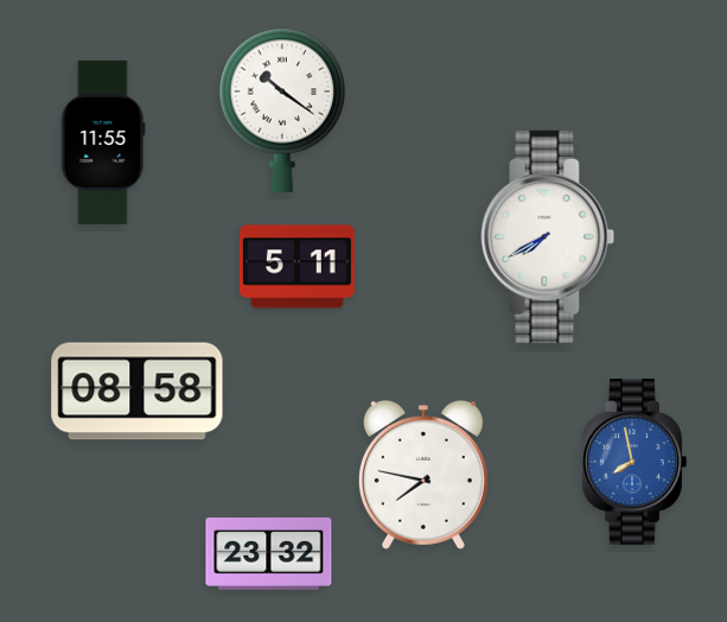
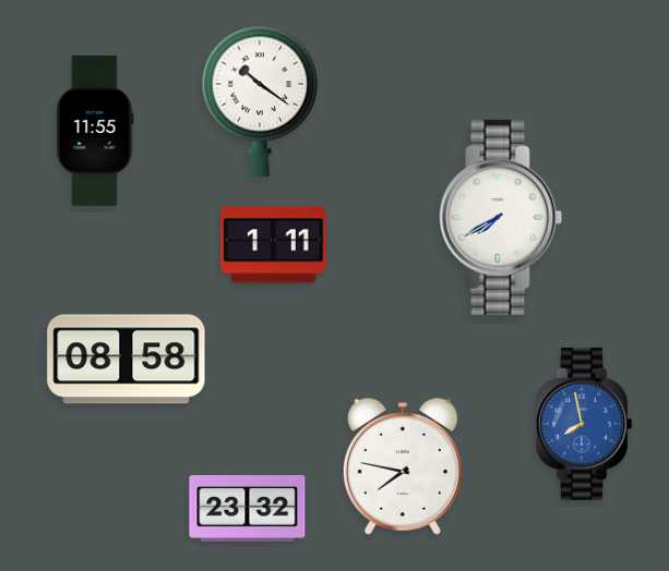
clock at (548, 236) position: (548, 236) -> (501, 217)
clock at (298, 267): 5:11 -> 1:11
clock at (423, 475) position: (423, 475) -> (403, 466)
